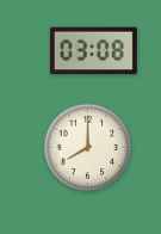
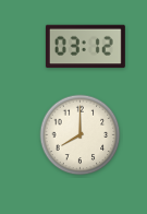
clock at (93, 51): 03:08 -> 03:12
